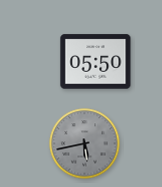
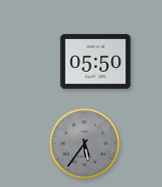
clock at (85, 144): 5:43 -> 5:36
